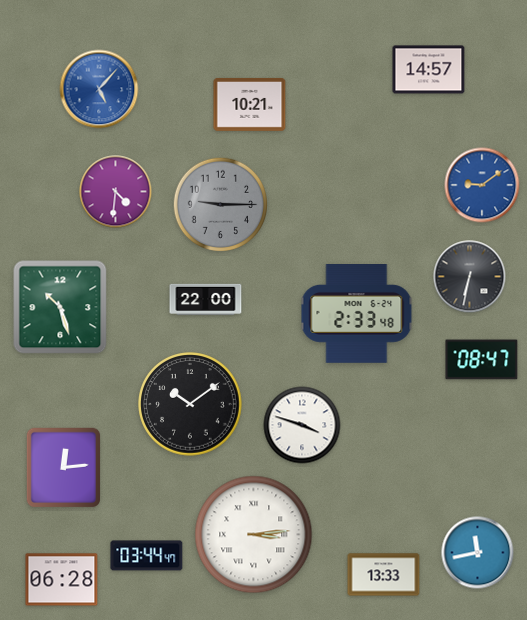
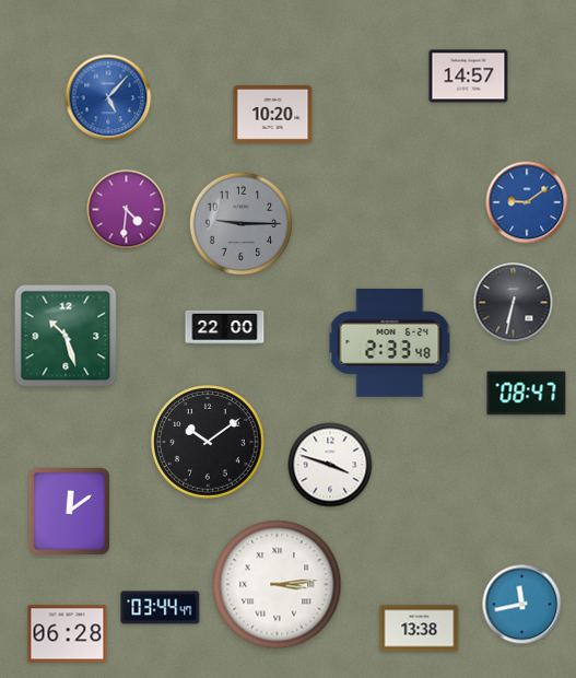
clock at (250, 104): 10:21 -> 10:20
clock at (64, 468): 12:14 -> 12:09
clock at (384, 575): 13:33 -> 13:38
